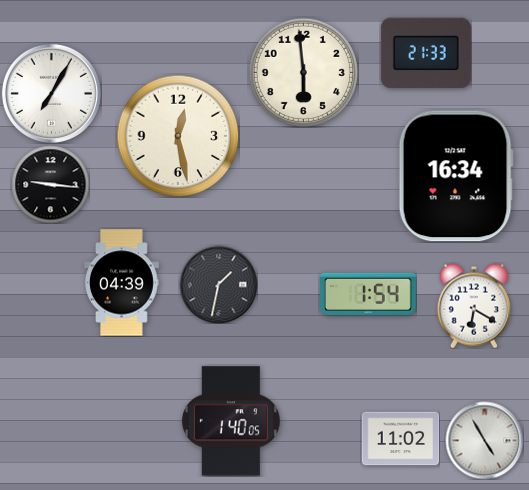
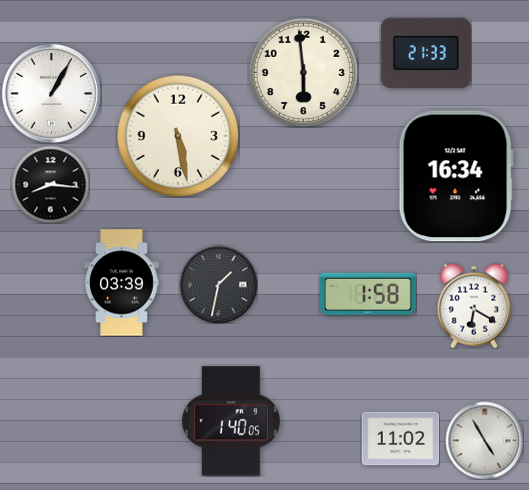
clock at (51, 93): 7:05 -> 1:05
clock at (178, 136): 12:28 -> 5:28
clock at (50, 184): 9:16 -> 8:16
clock at (122, 283): 04:39 -> 03:39
clock at (369, 294): 1:54 -> 1:58
